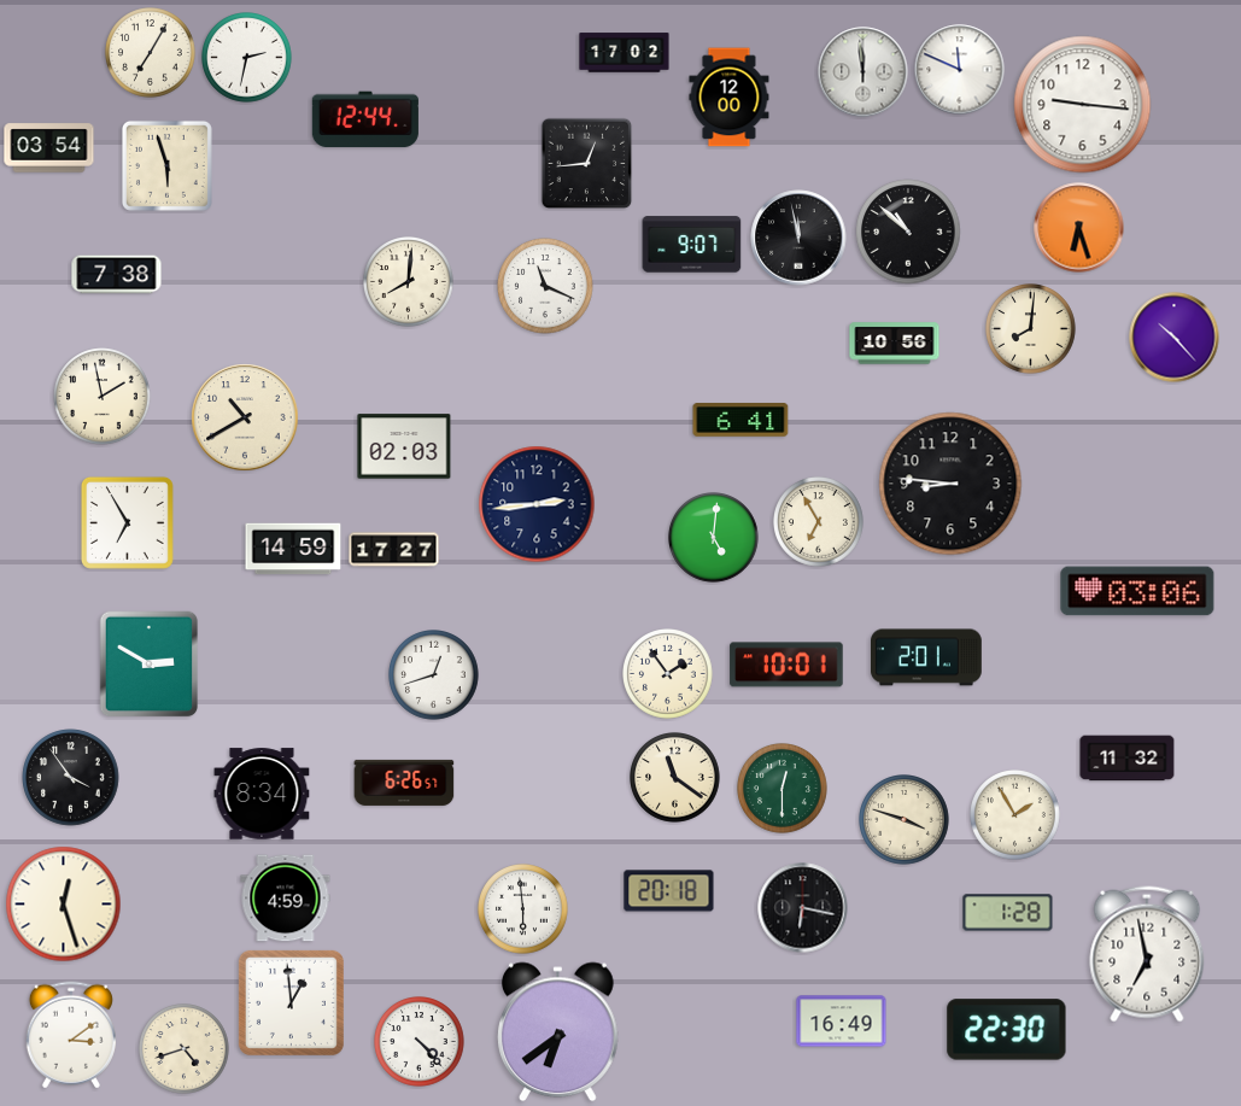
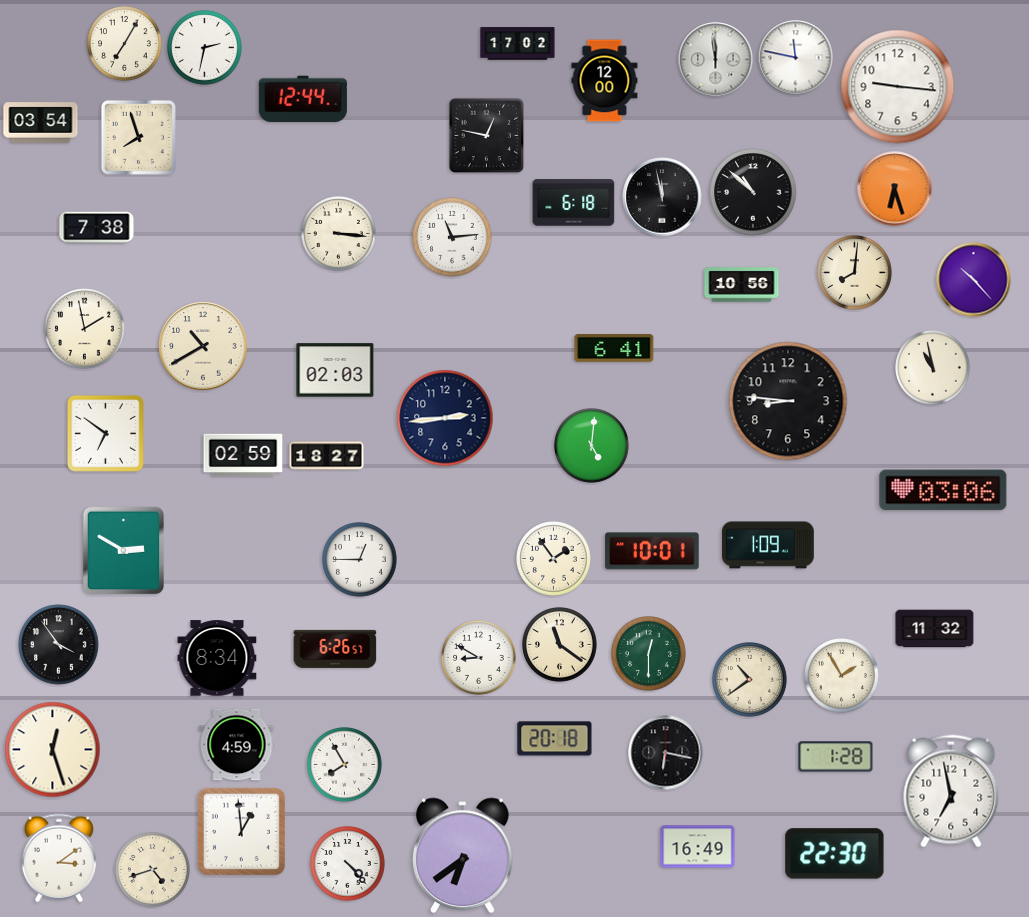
clock at (960, 70): 11:49 -> 11:47
clock at (587, 164): 12:44 -> 12:47
clock at (166, 165): 5:57 -> 7:57
clock at (692, 245): 9:07 -> 6:18
clock at (409, 282): 8:01 -> 3:16
clock at (545, 286): 11:19 -> 11:14
clock at (933, 368): none -> 10:58
clock at (127, 522): 6:55 -> 6:51
clock at (819, 522): 6:55 -> none
clock at (293, 549): 14:59 -> 02:59
clock at (394, 550): 17:27 -> 18:27
clock at (927, 657): 2:01 -> 1:09
clock at (434, 675): 12:42 -> 12:45
clock at (479, 658): none -> 8:50
clock at (905, 820): 3:48 -> 10:39
clock at (523, 909): 5:59 -> none
clock at (345, 765): none -> 7:55
